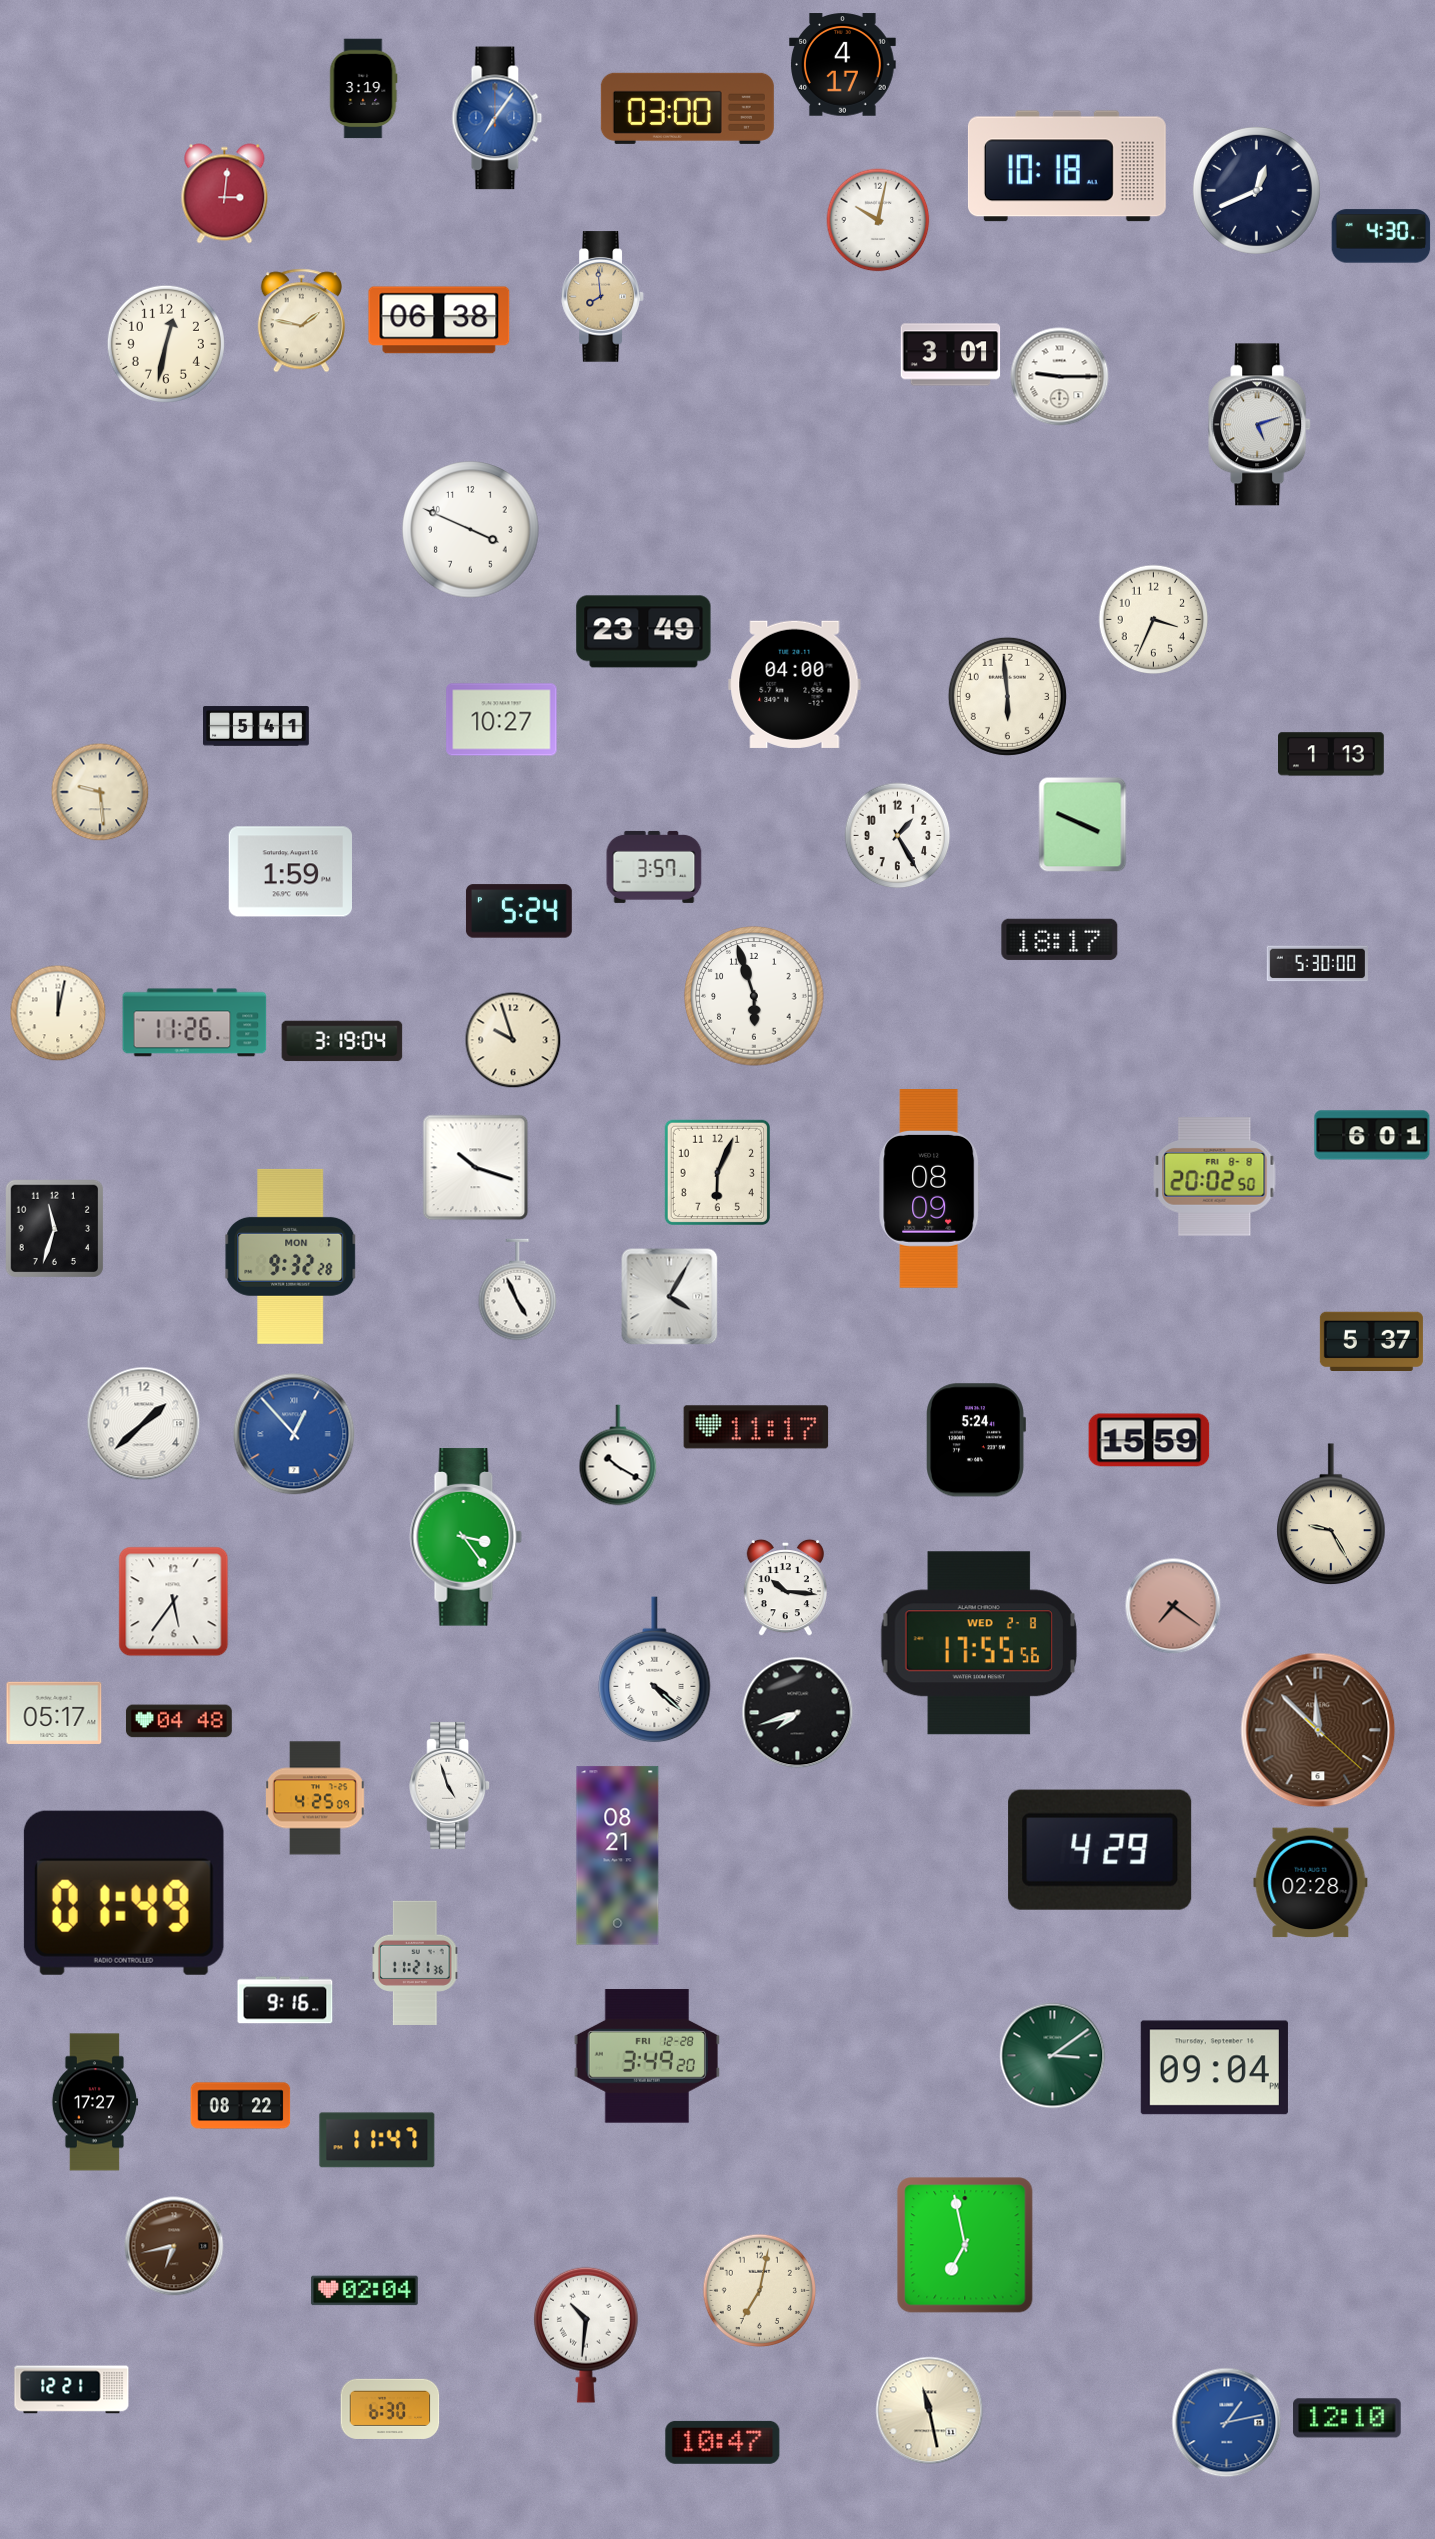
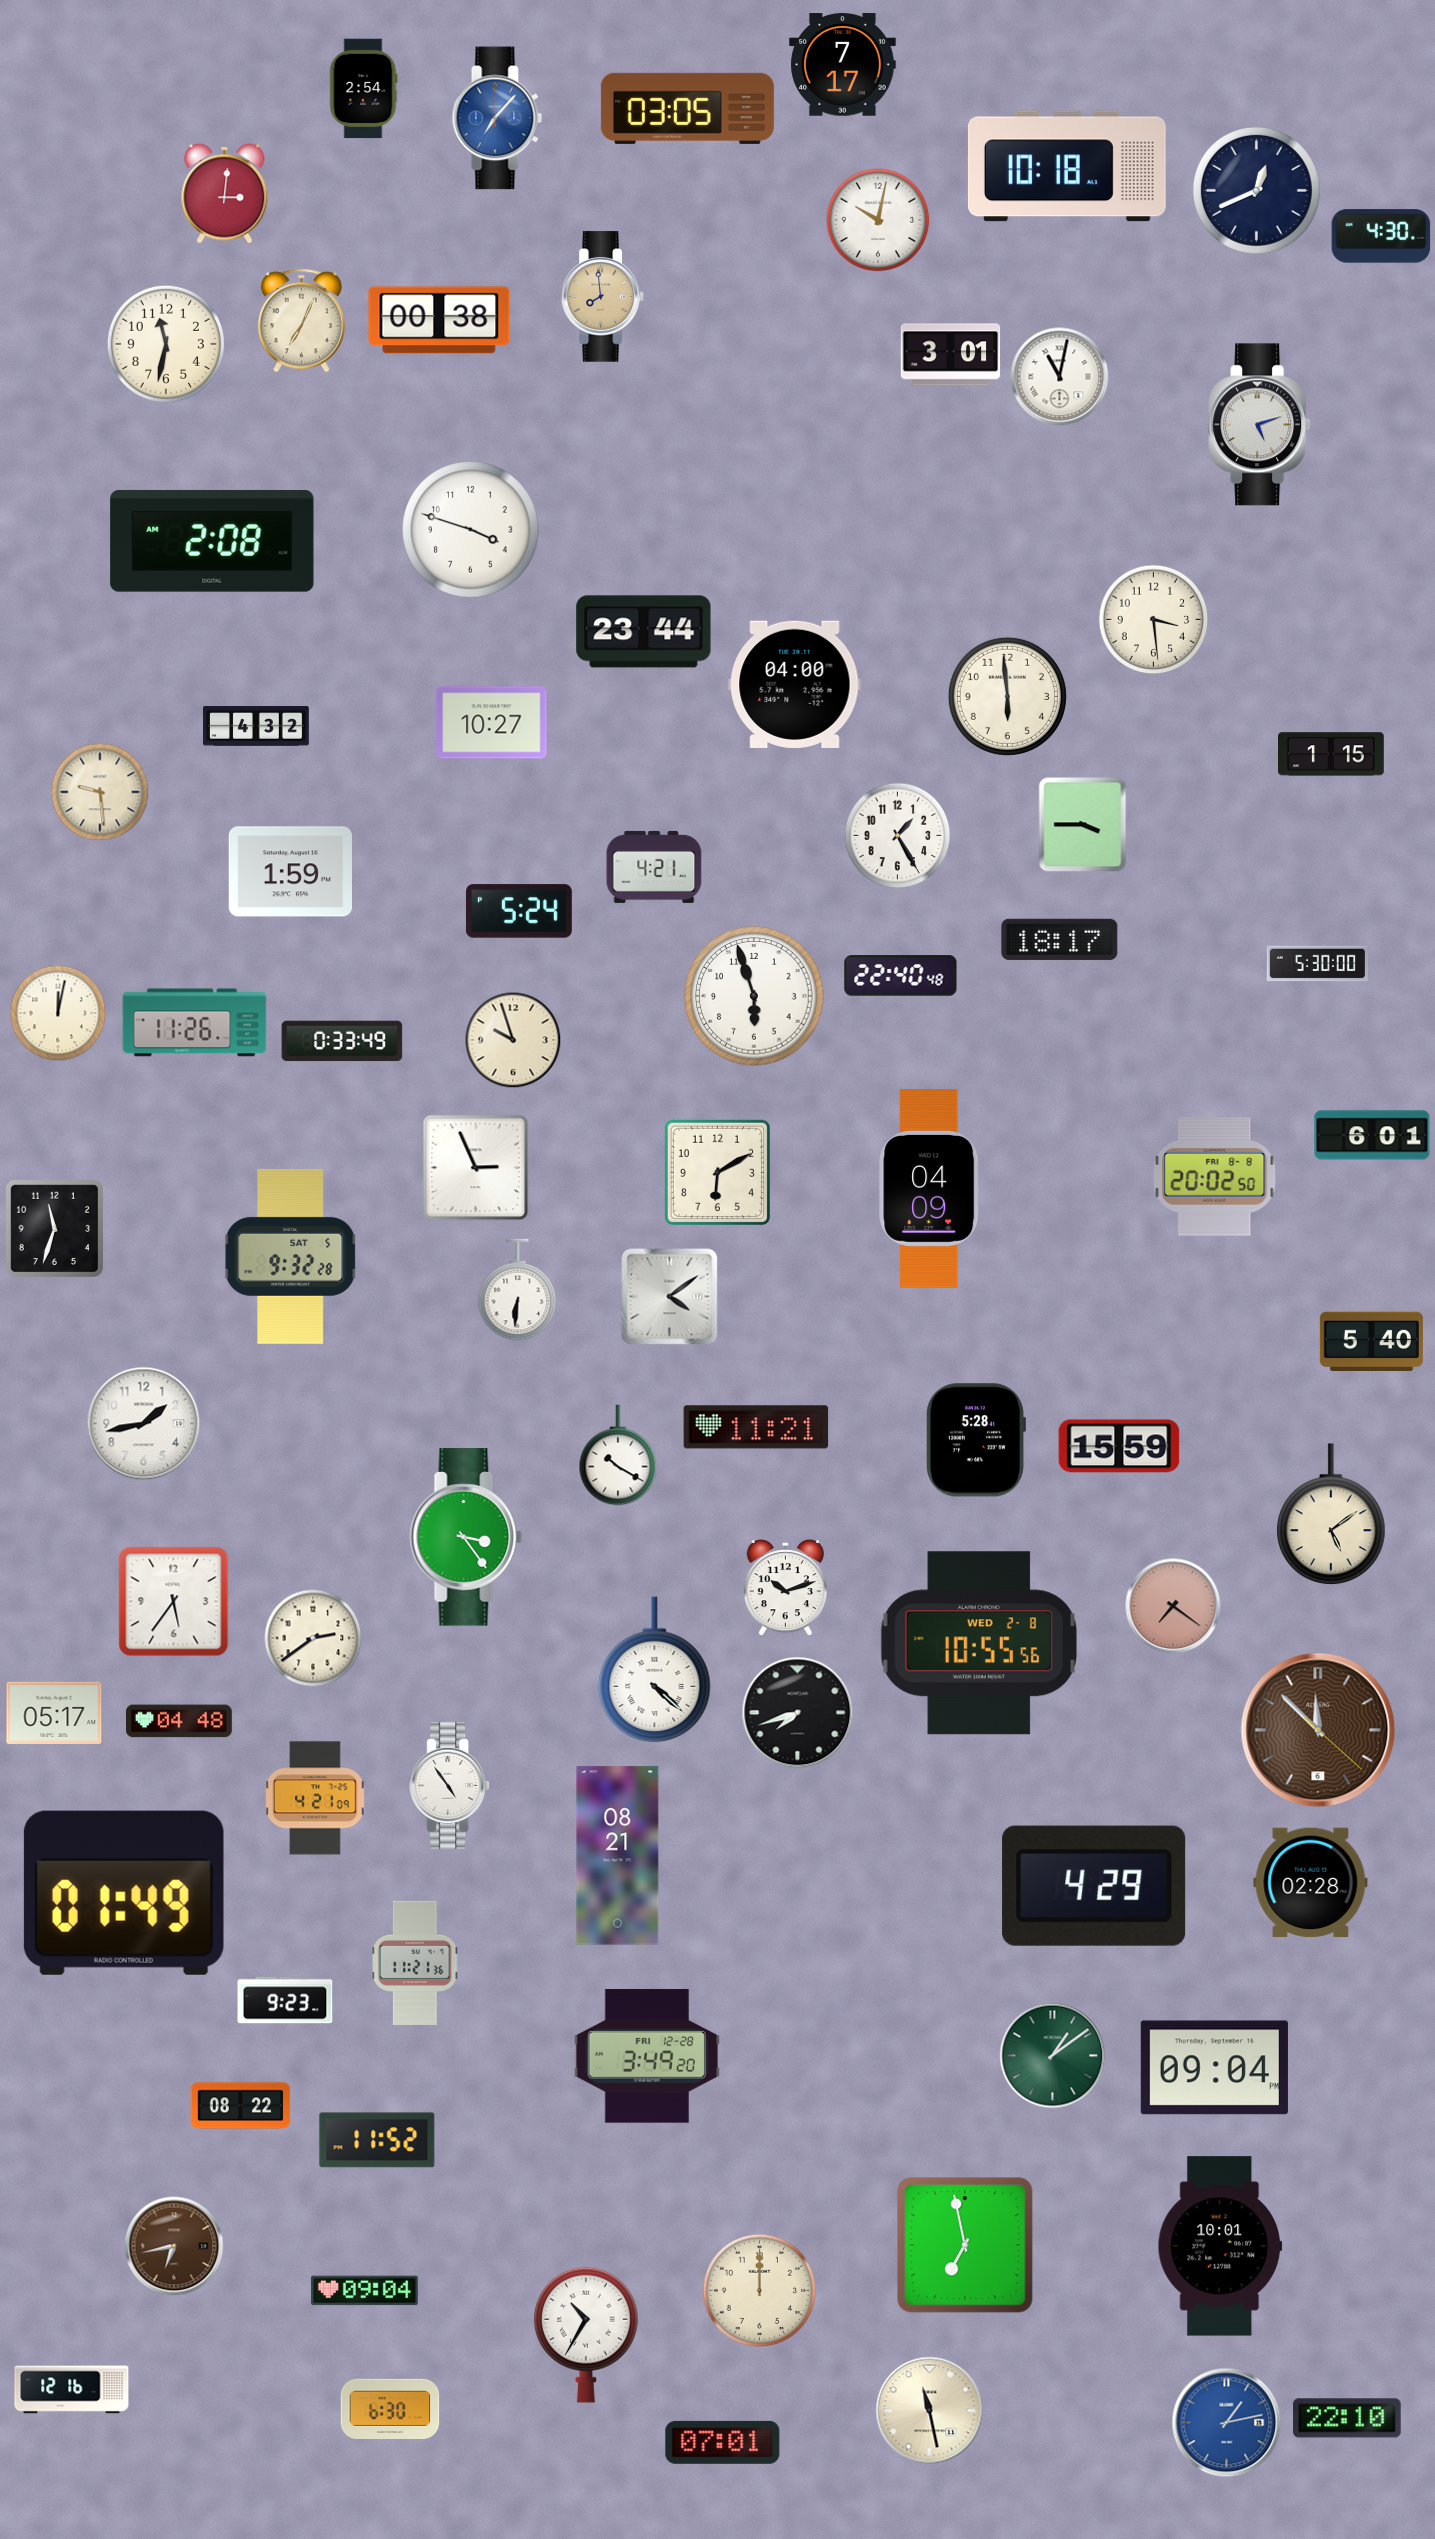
clock at (843, 65): 4:17 -> 7:17
clock at (363, 89): 3:19 -> 2:54
clock at (687, 108): 03:00 -> 03:05
clock at (497, 118): 7:06 -> 7:07
clock at (439, 320): 06:38 -> 00:38
clock at (301, 321): 1:47 -> 7:04
clock at (166, 344): 12:32 -> 11:32
clock at (1060, 377): 9:15 -> 11:02
clock at (471, 530): 3:49 -> 3:48
clock at (212, 541): none -> 2:08
clock at (1154, 620): 3:34 -> 3:29
clock at (644, 632): 23:49 -> 23:44
clock at (502, 720) position: (502, 720) -> (492, 723)
clock at (257, 726): 5:41 -> 4:32
clock at (1332, 754): 1:13 -> 1:15
clock at (1083, 825): 3:49 -> 3:45
clock at (654, 867): 3:57 -> 4:21
clock at (901, 976): none -> 22:40
clock at (342, 1041): 3:19 -> 0:33
clock at (476, 1168): 10:18 -> 2:56
clock at (717, 1172): 6:04 -> 6:10
clock at (930, 1189): 08:09 -> 04:09
clock at (291, 1256) date: MON 7 -> SAT 5
clock at (518, 1290): 4:56 -> 6:31
clock at (670, 1297): 4:05 -> 4:09
clock at (1371, 1341): 5:37 -> 5:40
clock at (144, 1424): 1:38 -> 1:43
clock at (756, 1427): 11:17 -> 11:21
clock at (294, 1434): 12:53 -> none
clock at (976, 1440): 5:24 -> 5:28
clock at (1149, 1440) position: (1149, 1440) -> (1119, 1446)
clock at (1331, 1515): 9:25 -> 5:09
clock at (785, 1588): 10:16 -> 10:12
clock at (313, 1638): none -> 2:39
clock at (979, 1643): 17:55 -> 10:55
clock at (450, 1785): 4:57 -> 4:54
clock at (316, 1798): 4:25 -> 4:21
clock at (1100, 1850) position: (1100, 1850) -> (1094, 1886)
clock at (285, 2000): 9:16 -> 9:23
clock at (1053, 2056): 3:09 -> 1:09
clock at (94, 2102): 17:27 -> none
clock at (377, 2140): 11:47 -> 11:52
clock at (1220, 2246): none -> 10:01
clock at (759, 2290): 7:02 -> 12:00
clock at (365, 2291): 02:04 -> 09:04
clock at (587, 2335): 10:31 -> 10:35
clock at (72, 2390): 12:21 -> 12:16
clock at (1347, 2418): 12:10 -> 22:10
clock at (723, 2442): 10:47 -> 07:01
